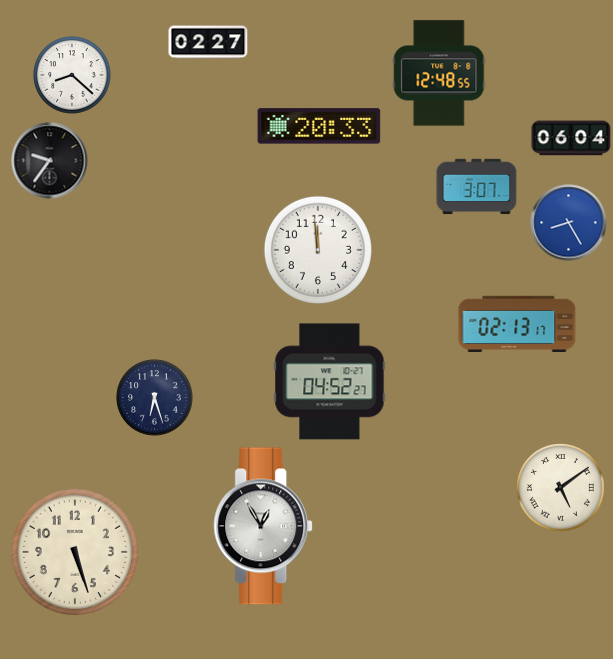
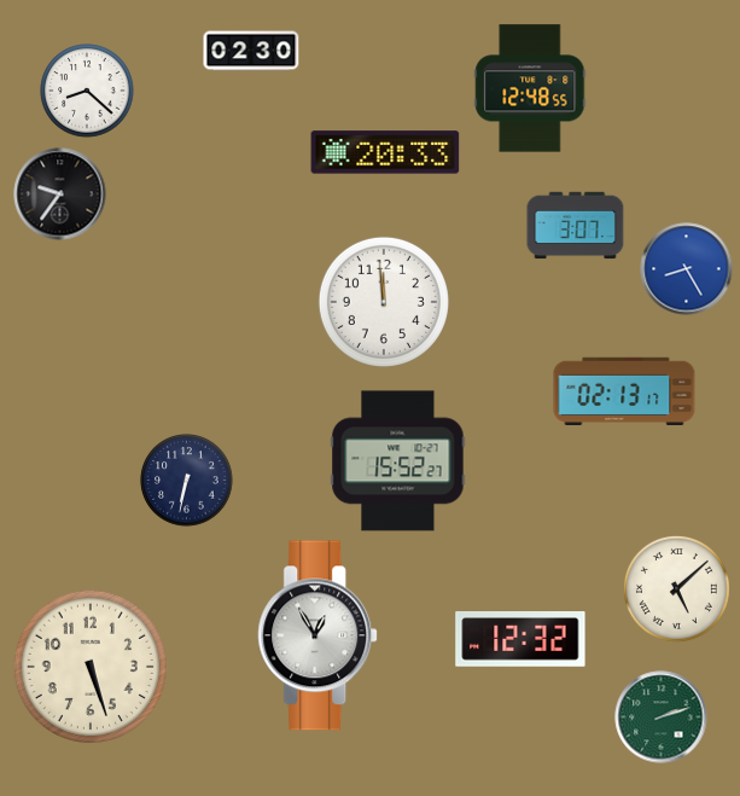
clock at (208, 42): 02:27 -> 02:30
clock at (571, 138): 06:04 -> none
clock at (330, 382): 04:52 -> 15:52
clock at (155, 398): 6:27 -> 6:32
clock at (561, 488): 5:09 -> 5:08
clock at (520, 640): none -> 12:32
clock at (662, 717): none -> 2:12
